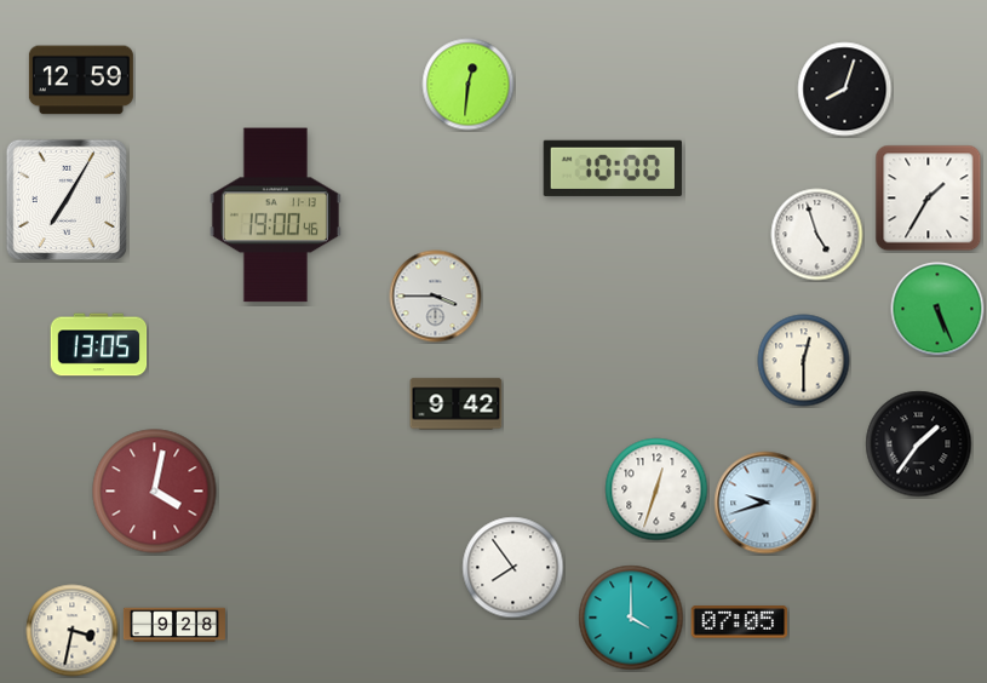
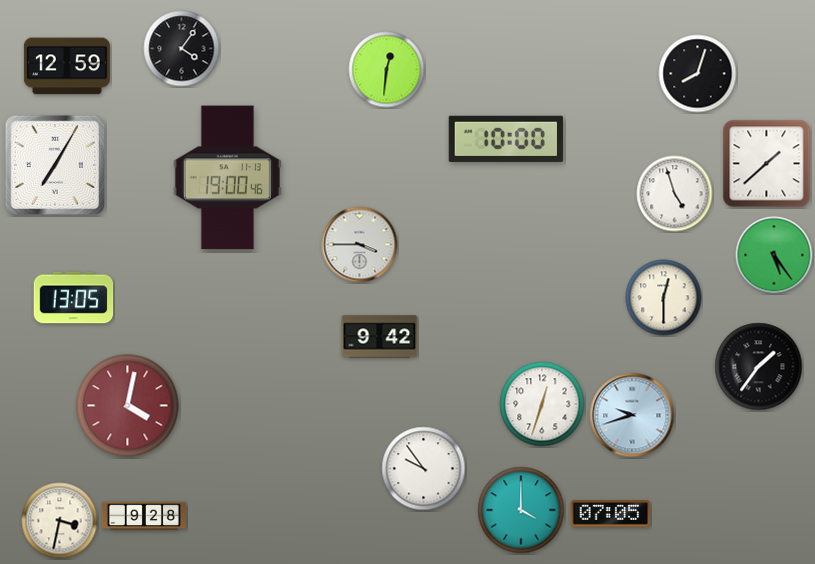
clock at (182, 49): none -> 4:06
clock at (929, 199): 1:35 -> 1:38
clock at (937, 309): 5:26 -> 5:24
clock at (99, 345) position: (99, 345) -> (74, 298)
clock at (457, 404) position: (457, 404) -> (380, 337)
clock at (513, 568): 7:54 -> 9:54
